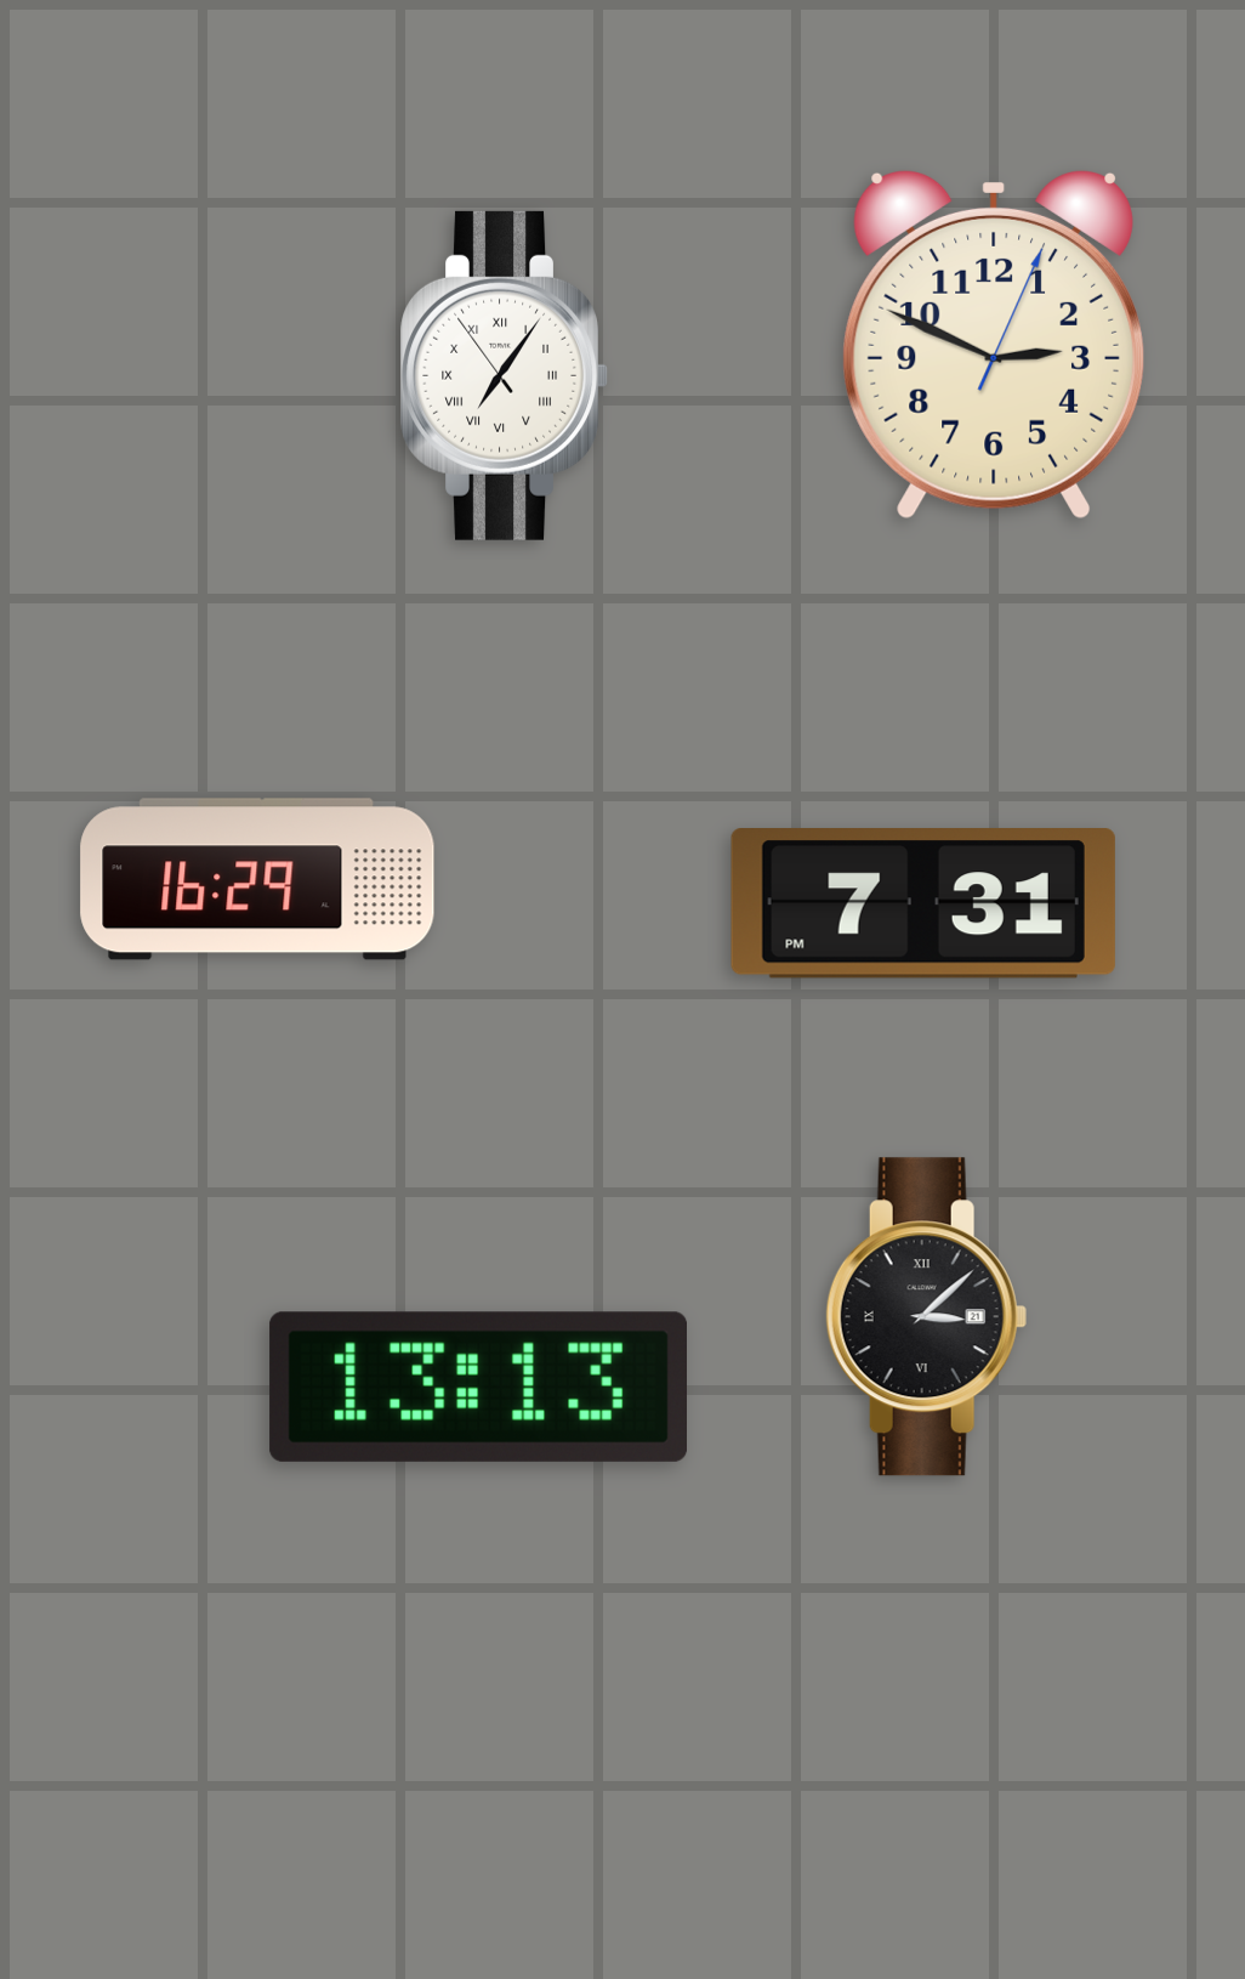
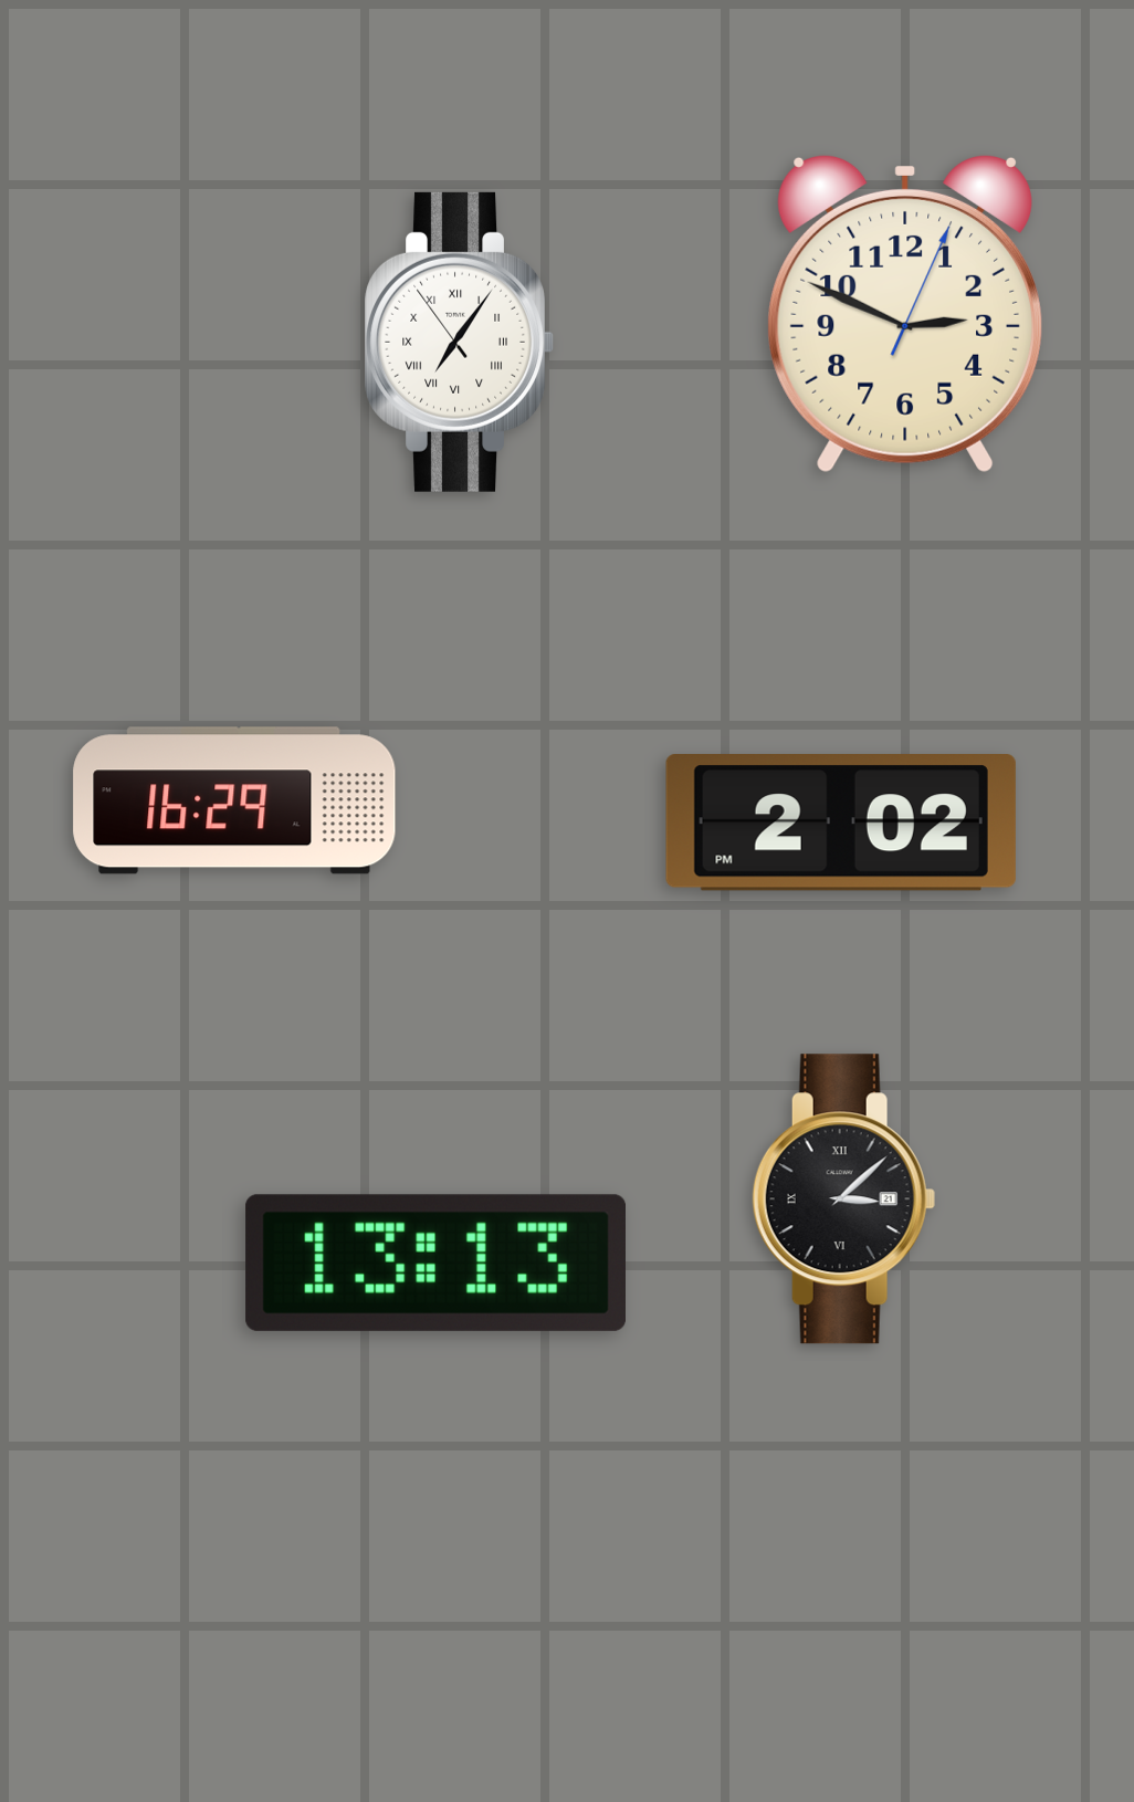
clock at (923, 905): 7:31 -> 2:02
